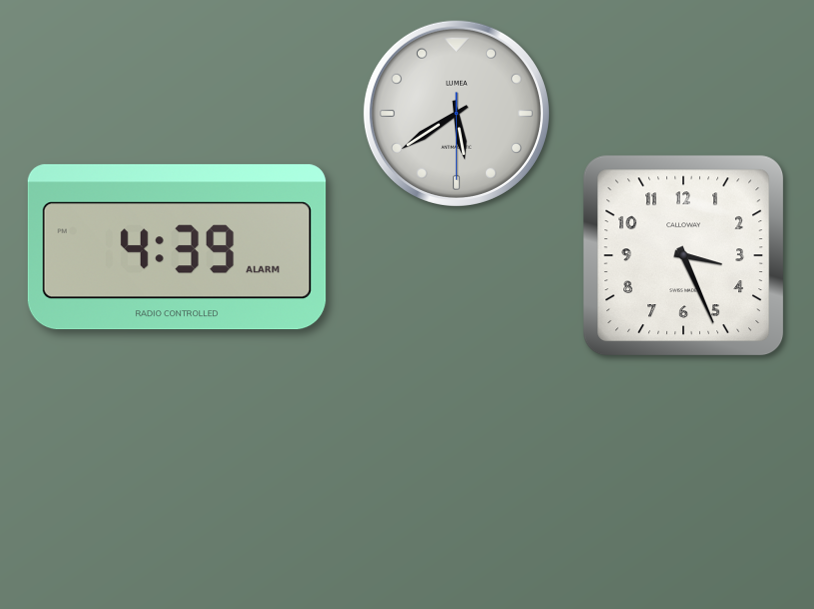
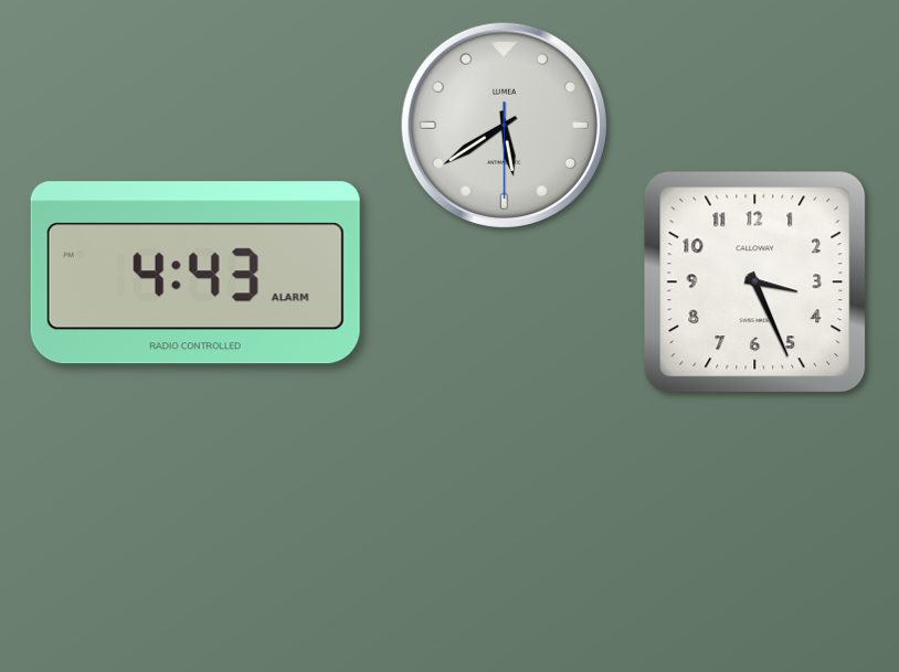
clock at (177, 247): 4:39 -> 4:43
